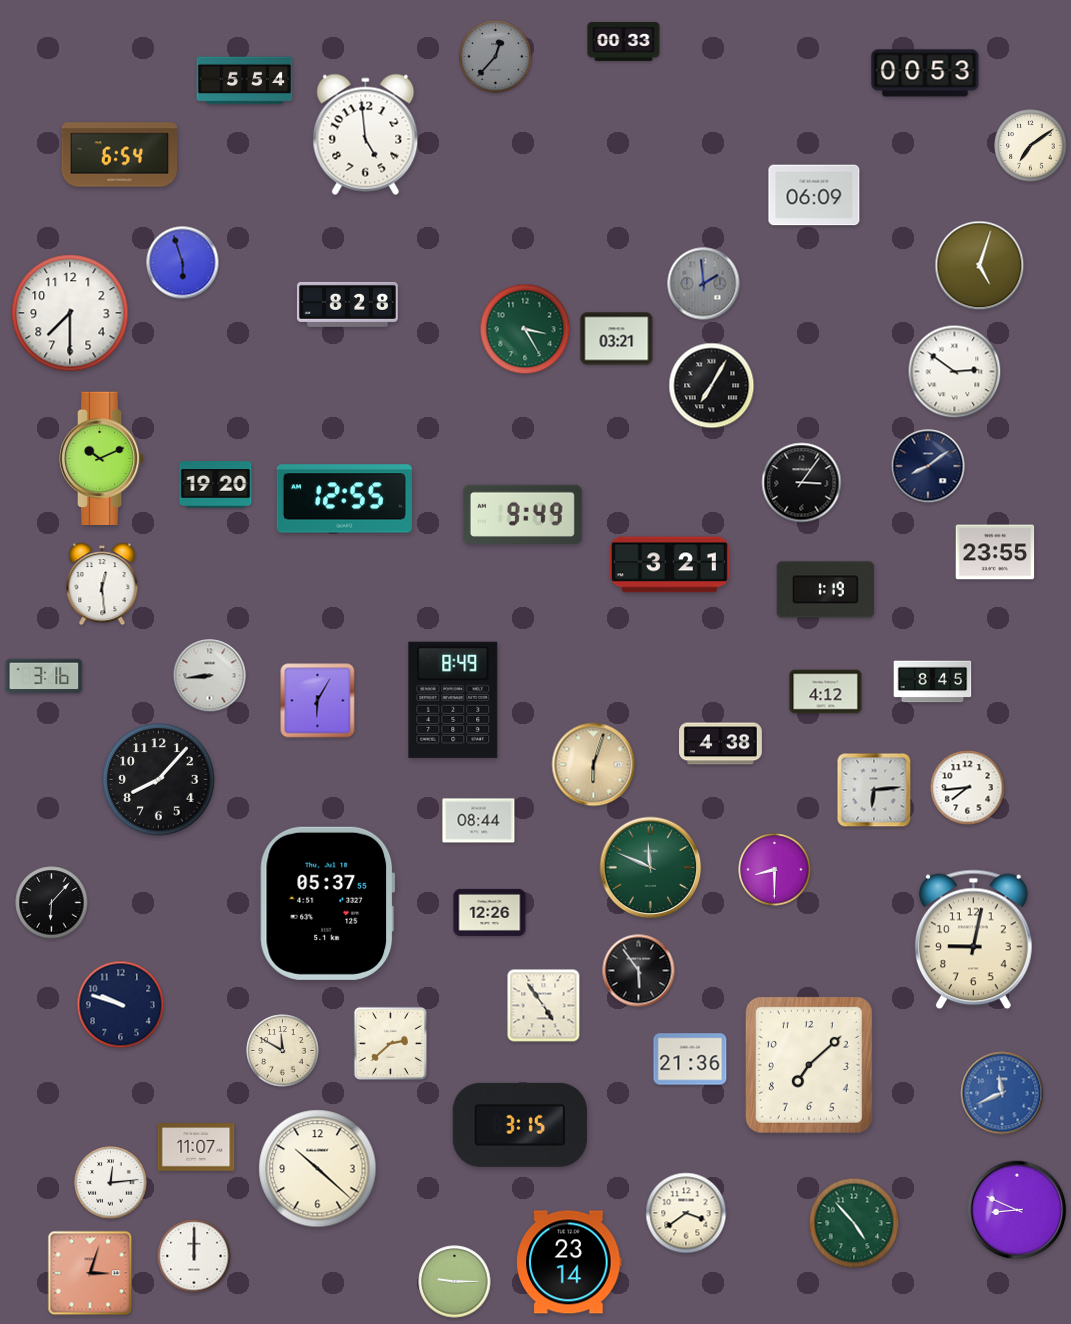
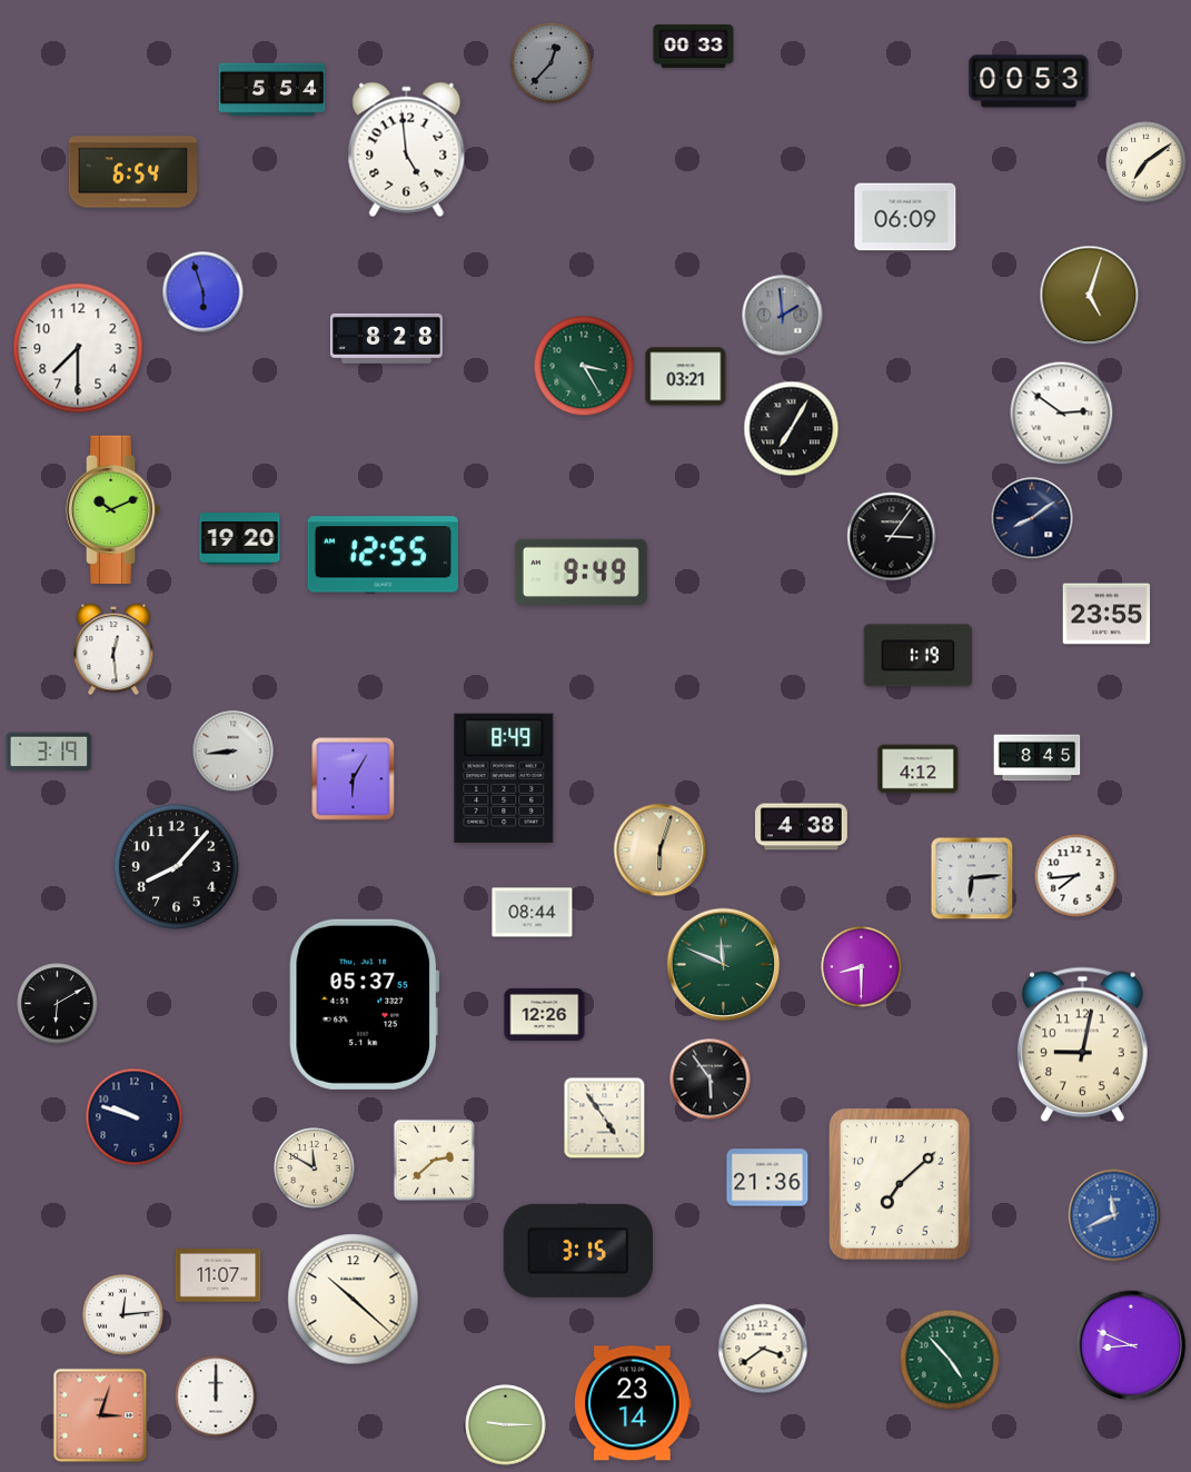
clock at (669, 565): 3:21 -> none
clock at (44, 676): 3:16 -> 3:19
clock at (52, 903): 6:07 -> 6:10
